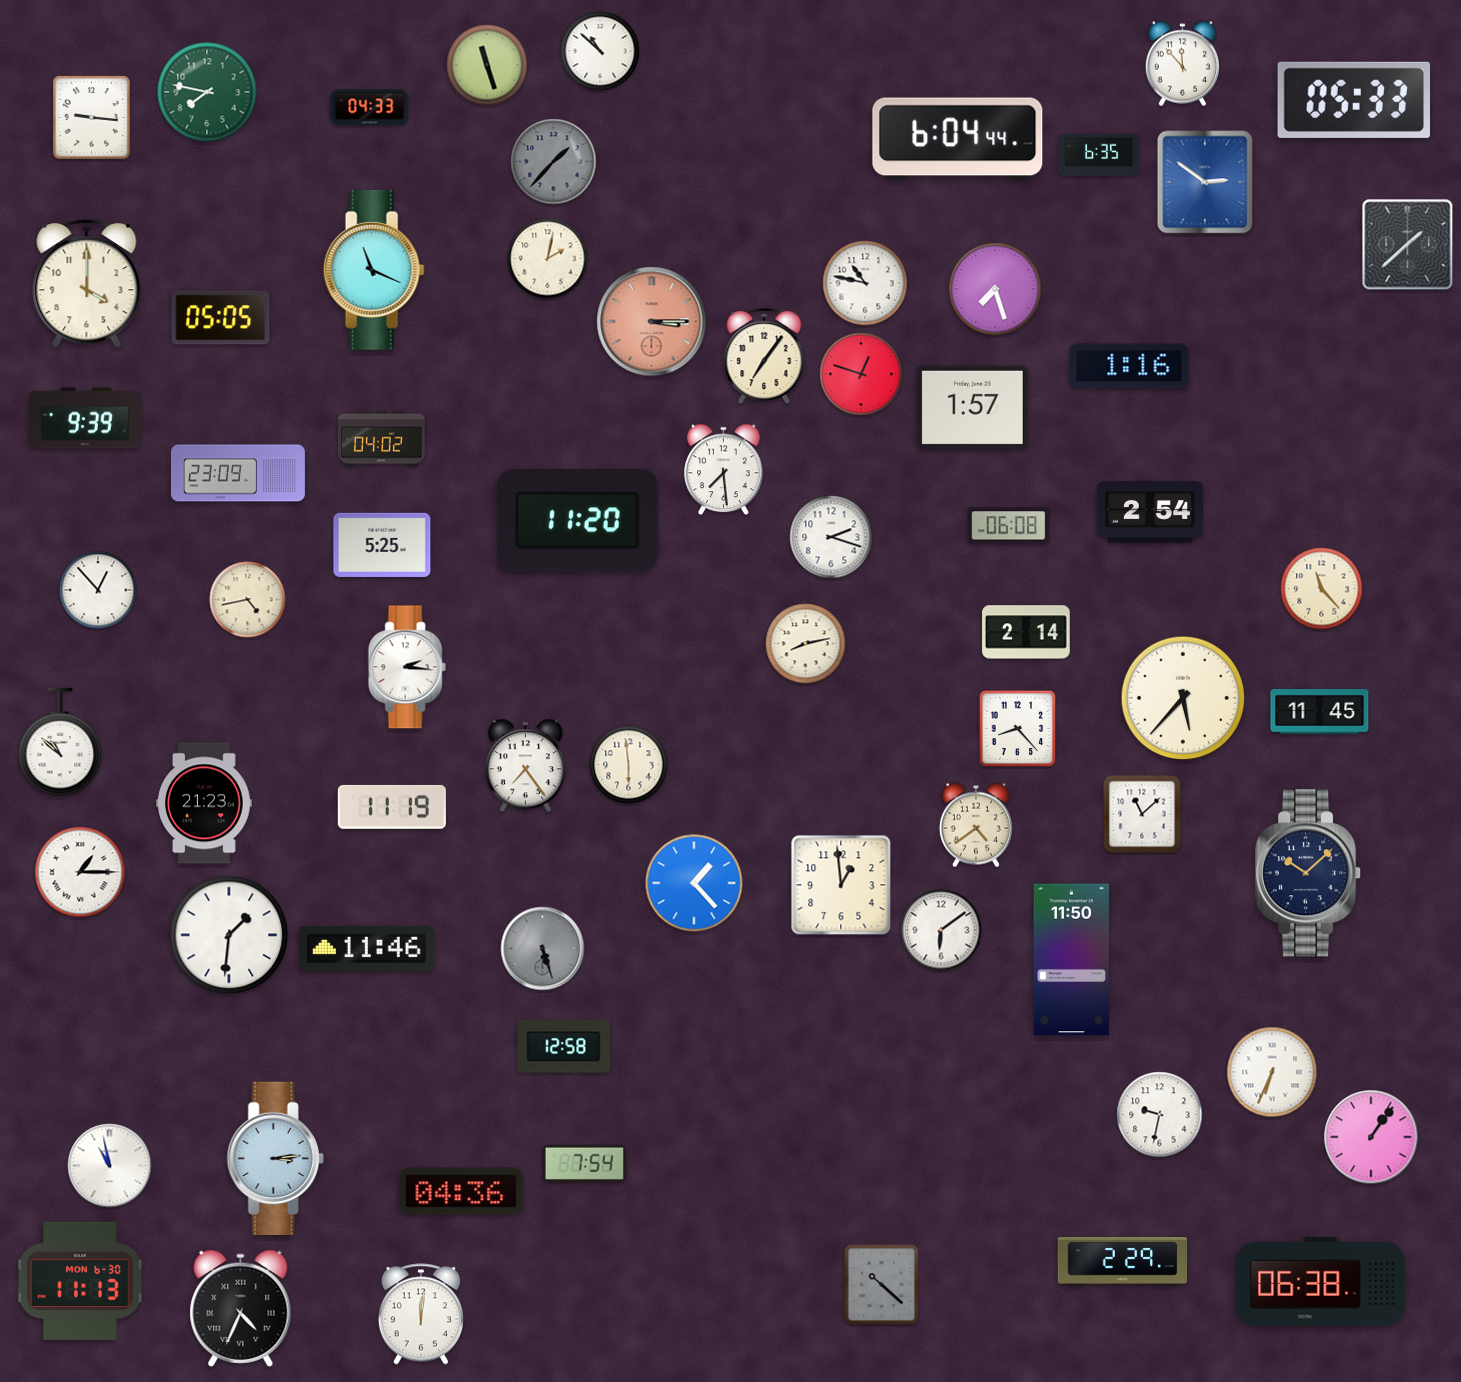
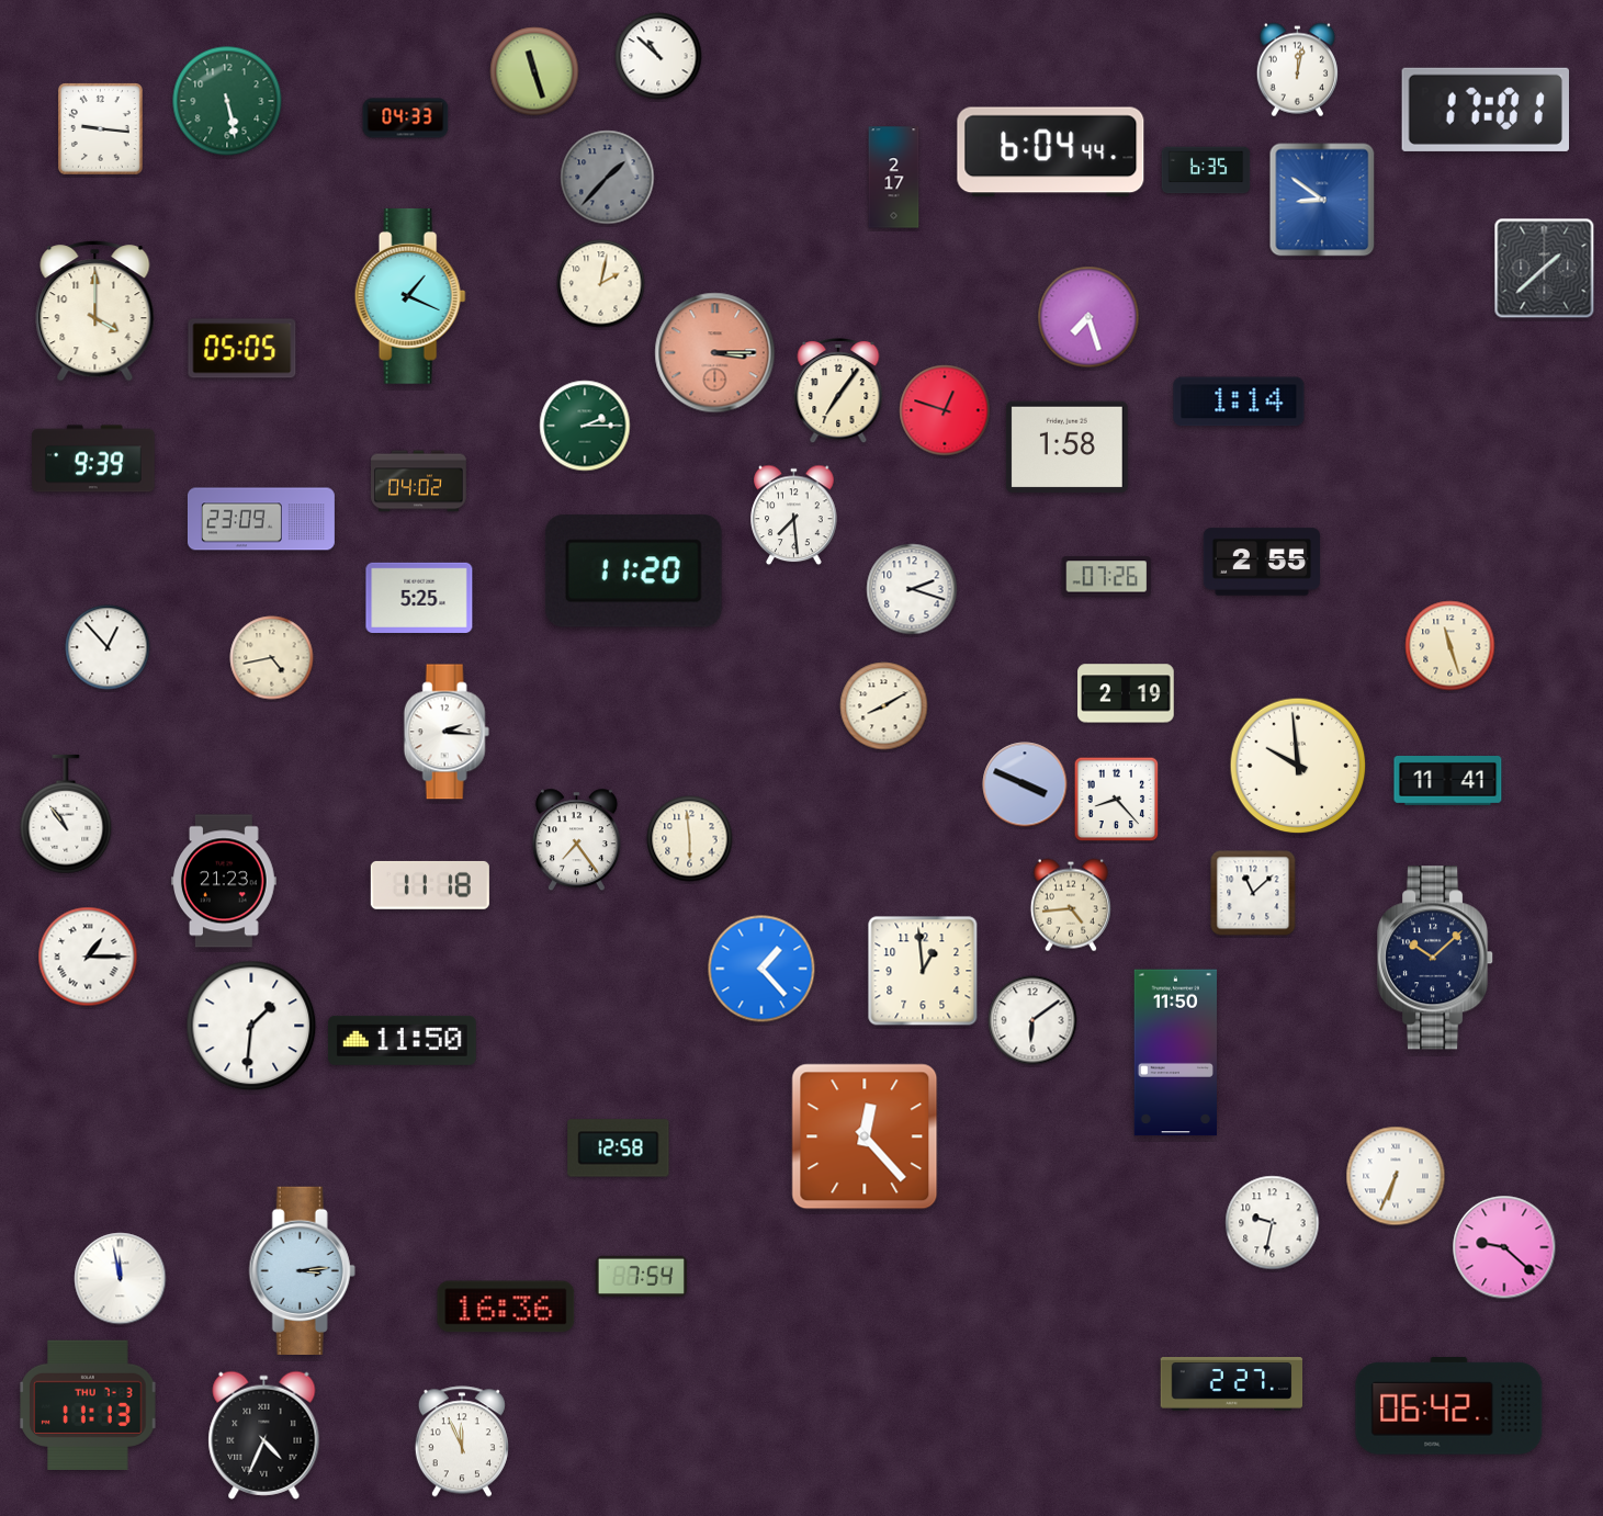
clock at (1182, 64): 11:53 -> 12:02
clock at (207, 92): 7:47 -> 5:28
clock at (1353, 100): 05:33 -> 17:01
clock at (894, 178): none -> 2:17
clock at (1205, 182): 2:51 -> 8:51
clock at (374, 270): 11:19 -> 1:19
clock at (865, 283): 10:47 -> none
clock at (995, 289) position: (995, 289) -> (1088, 317)
clock at (1129, 366): 1:16 -> 1:14
clock at (585, 426): none -> 2:15
clock at (972, 408): 1:57 -> 1:58
clock at (1149, 512): 2:54 -> 2:55
clock at (1008, 526): 06:08 -> 07:26
clock at (1322, 589): 11:23 -> 11:27
clock at (1026, 632): 2:14 -> 2:19
clock at (806, 644): 8:13 -> 8:10
clock at (1183, 698): 5:37 -> 9:59
clock at (1320, 712): 11:45 -> 11:41
clock at (1025, 784): none -> 3:49
clock at (60, 742): 10:52 -> 10:54
clock at (392, 807): 11:19 -> 11:18
clock at (976, 825): 4:39 -> 4:44
clock at (366, 948): 11:46 -> 11:50
clock at (543, 949): 5:27 -> none
clock at (865, 1136): none -> 12:23
clock at (1371, 1137): 1:06 -> 9:22
clock at (110, 1166): 10:58 -> 11:58
clock at (461, 1191): 04:36 -> 16:36
clock at (1123, 1262): 2:29 -> 2:27
clock at (80, 1281) date: MON 6-30 -> THU 7-3
clock at (1321, 1282): 06:38 -> 06:42
clock at (882, 1285): 10:22 -> none
clock at (421, 1314): 12:01 -> 11:56
